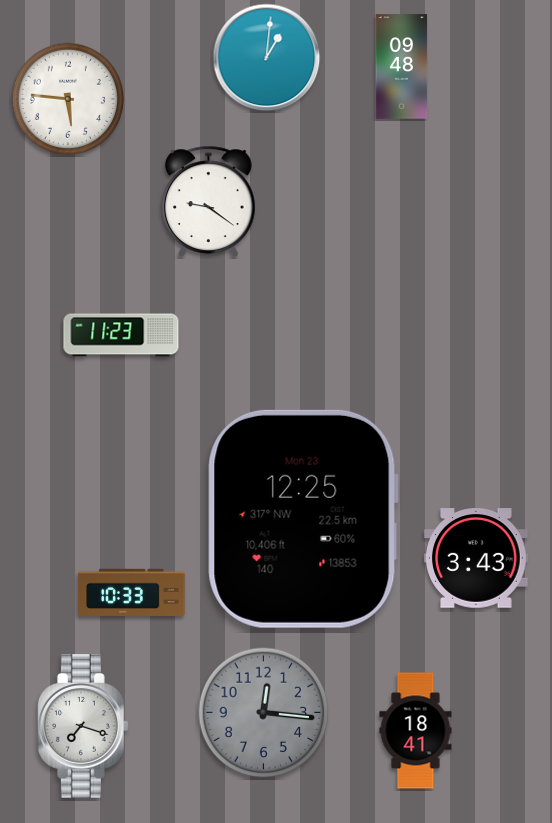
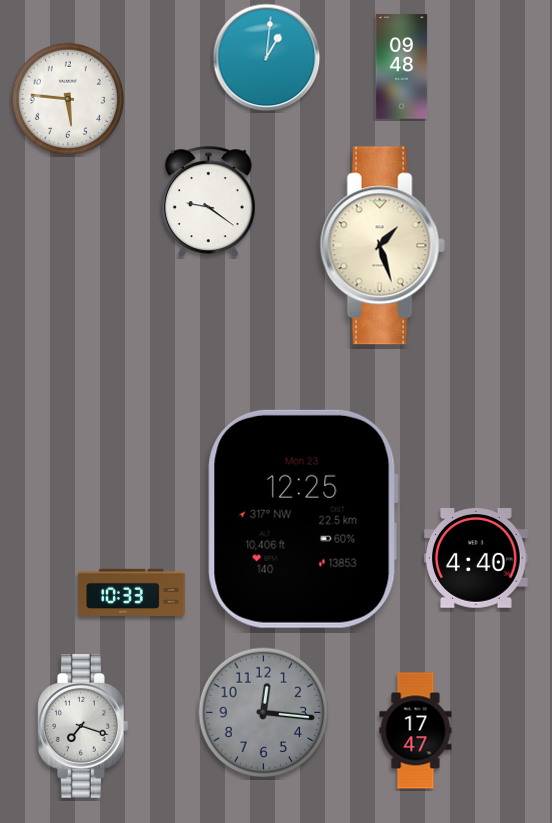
clock at (382, 246): none -> 1:27
clock at (121, 335): 11:23 -> none
clock at (476, 558): 3:43 -> 4:40
clock at (416, 731): 18:41 -> 17:47
